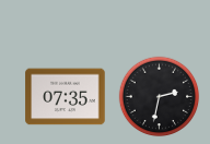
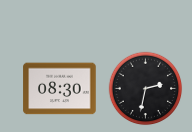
clock at (66, 97): 07:35 -> 08:30
